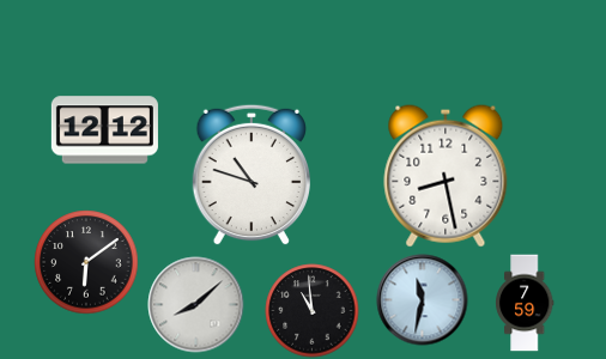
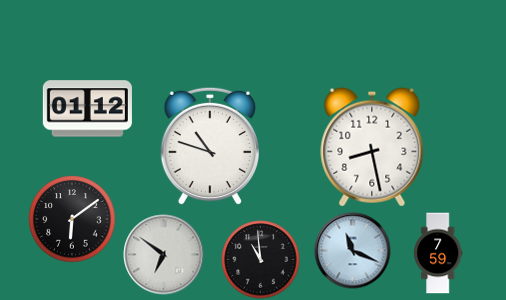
clock at (104, 130): 12:12 -> 01:12
clock at (423, 300): 11:32 -> 11:19
clock at (196, 305): 8:08 -> 6:51
